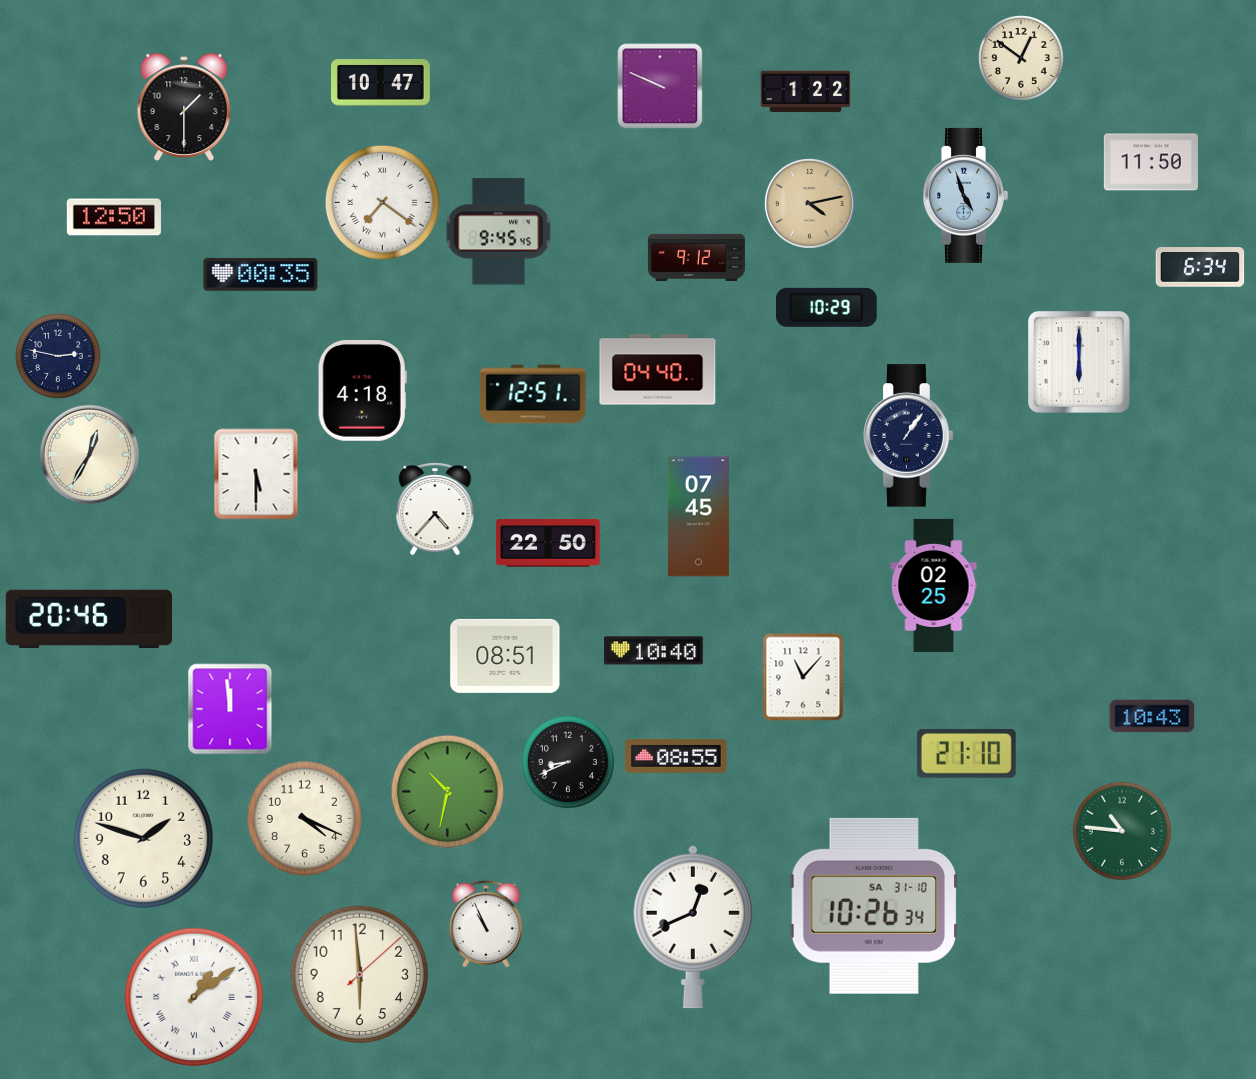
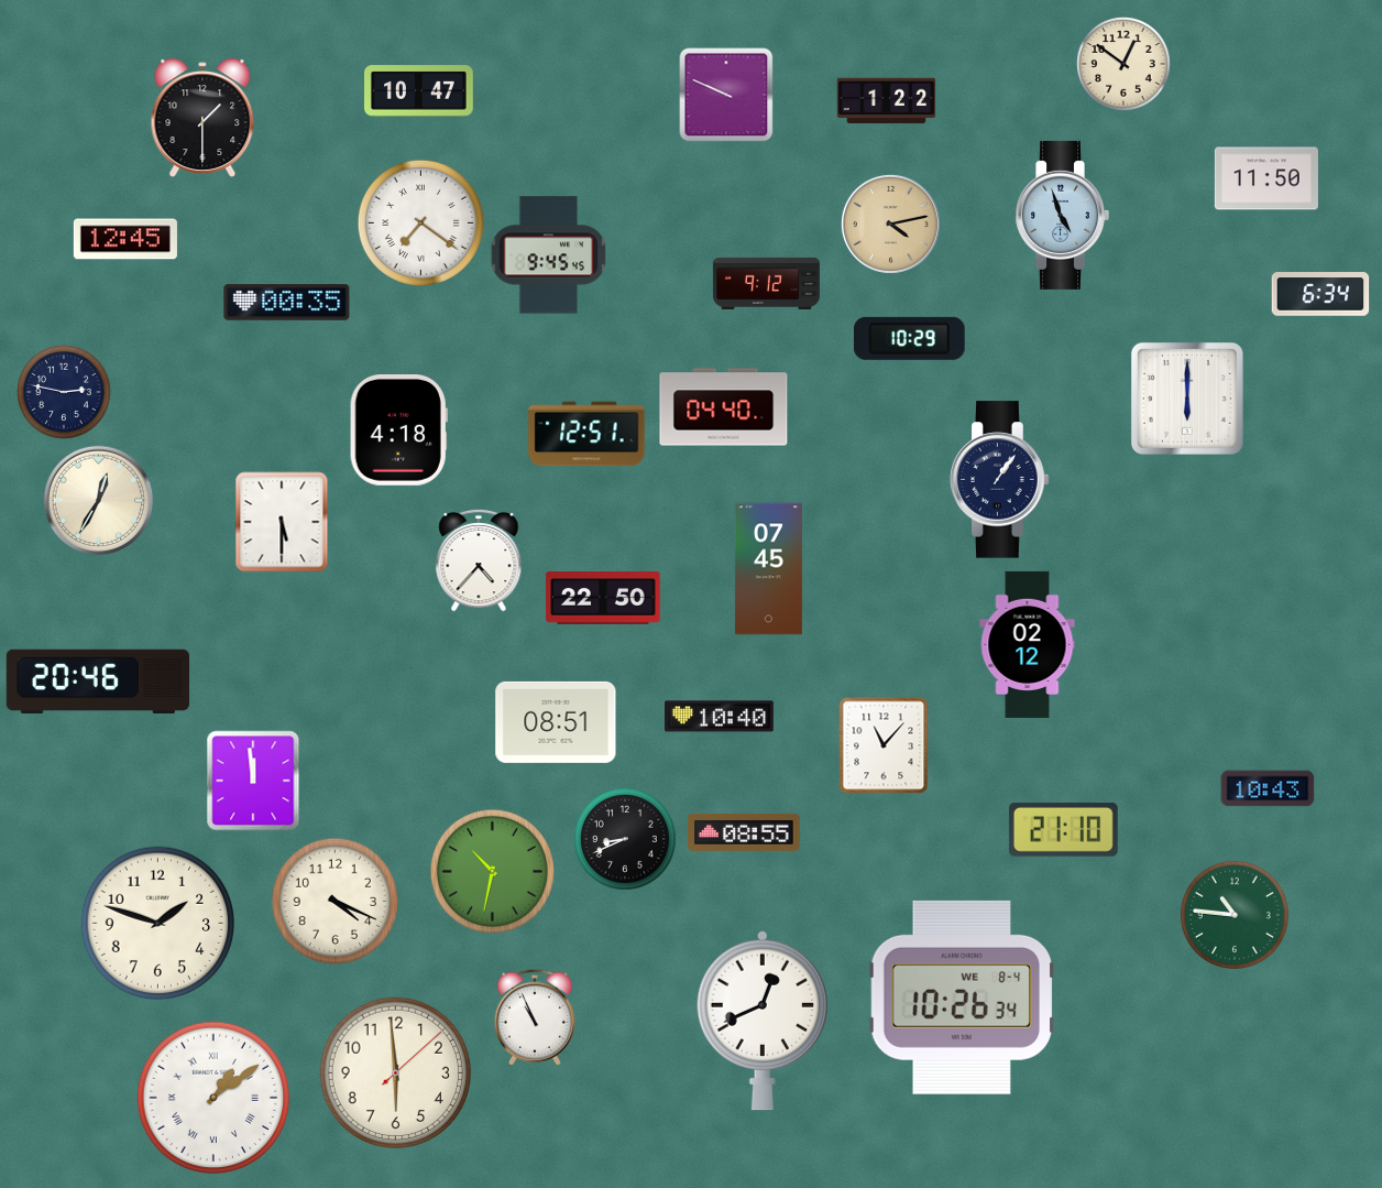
clock at (114, 217): 12:50 -> 12:45
clock at (934, 585): 02:25 -> 02:12
clock at (873, 906) date: SA 31-10 -> WE 8-4
